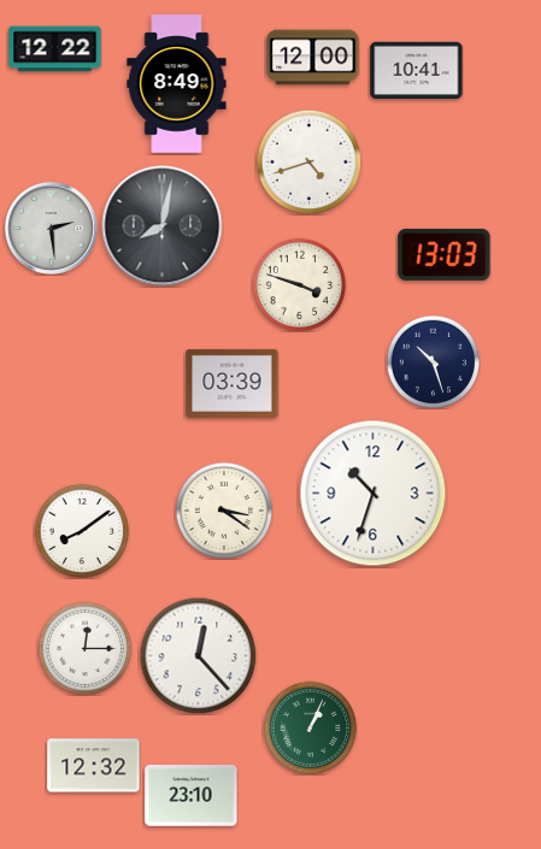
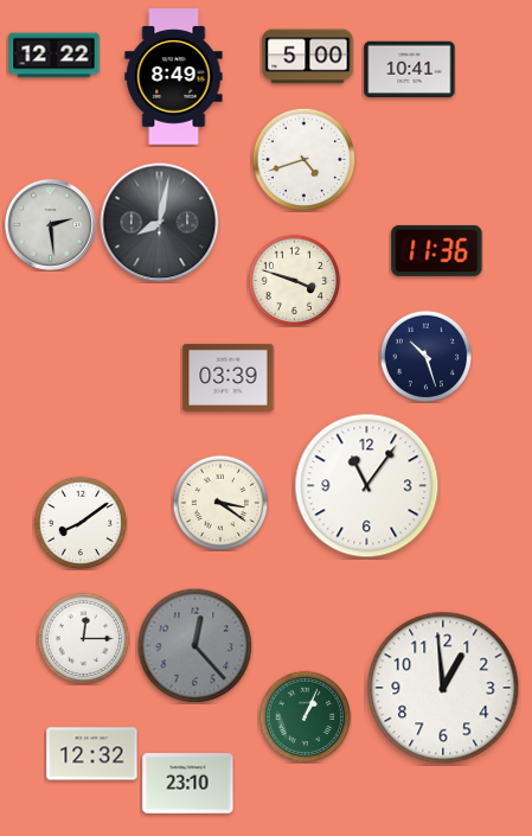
clock at (55, 49) position: (55, 49) -> (55, 56)
clock at (313, 58): 12:00 -> 5:00
clock at (177, 84) position: (177, 84) -> (174, 77)
clock at (445, 254): 13:03 -> 11:36
clock at (374, 494): 10:33 -> 11:06
clock at (198, 655) dial: white -> grey
clock at (443, 688): none -> 12:59
